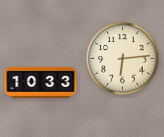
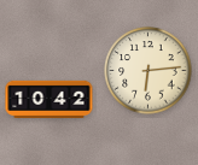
clock at (41, 82): 10:33 -> 10:42
